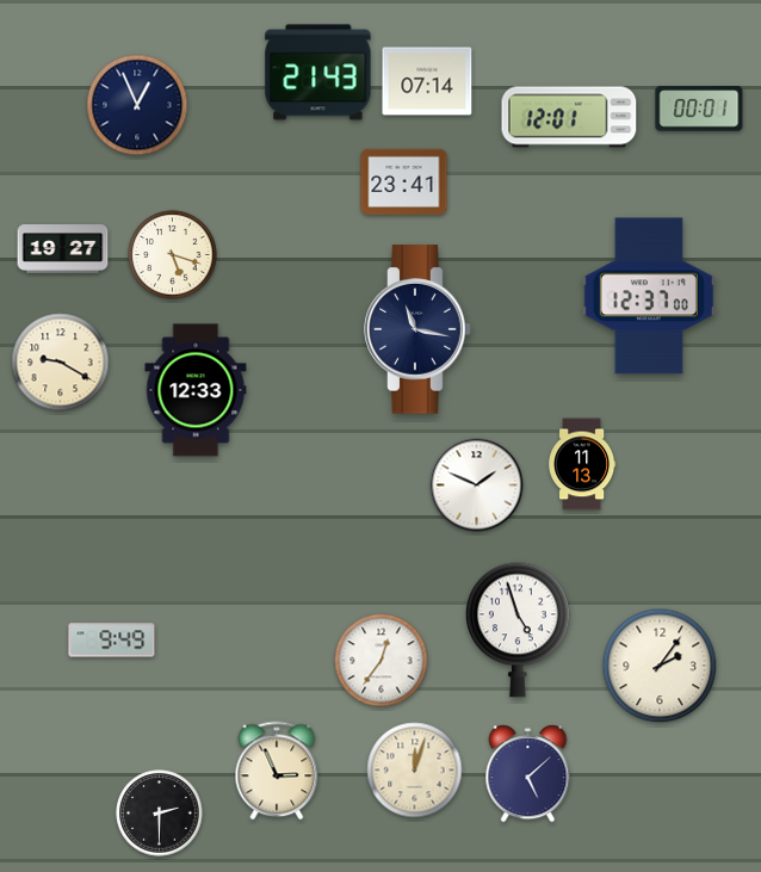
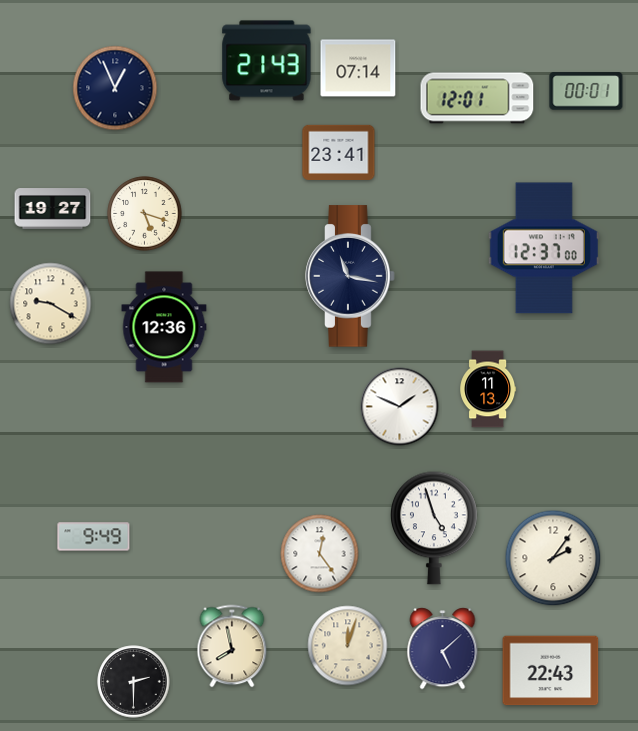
clock at (196, 390): 12:33 -> 12:36
clock at (382, 661): 12:36 -> 12:24
clock at (277, 771): 2:56 -> 7:58
clock at (551, 671): none -> 22:43
